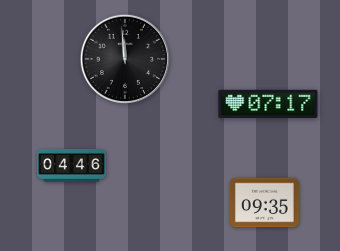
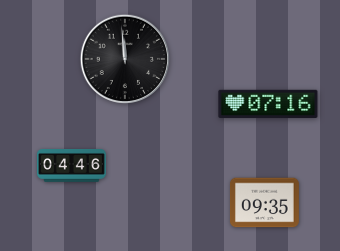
clock at (268, 104): 07:17 -> 07:16
